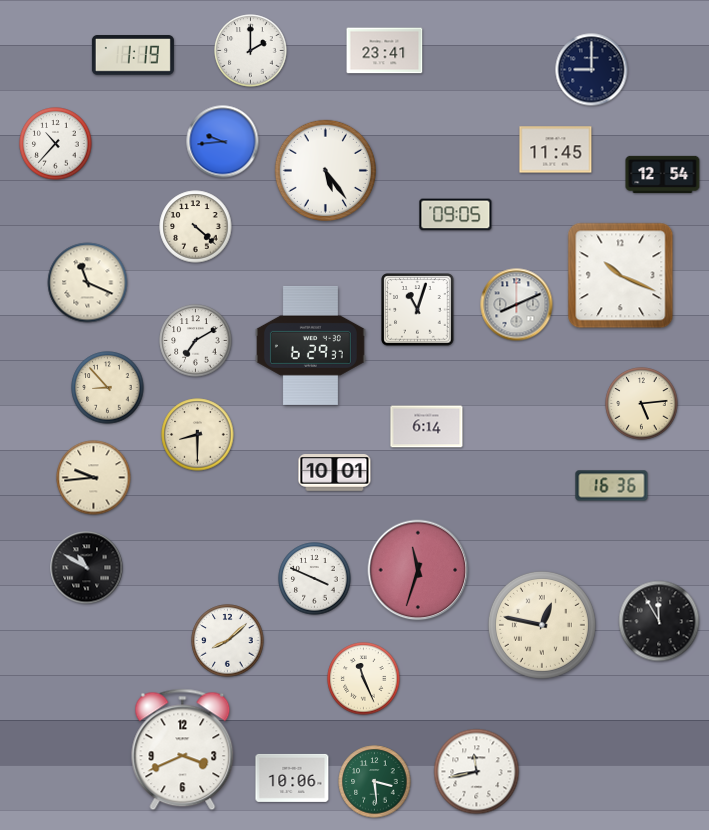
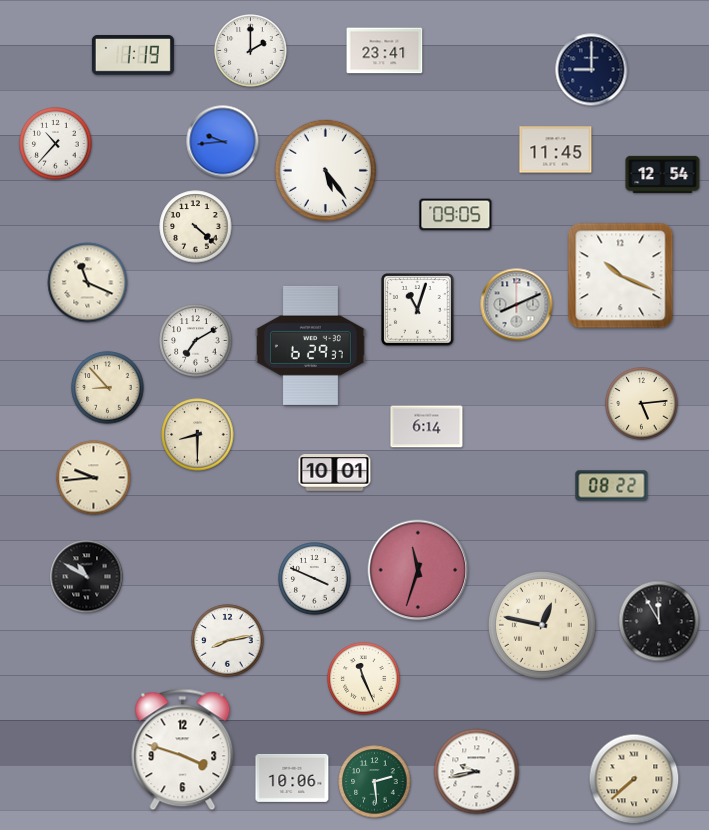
clock at (612, 486): 16:36 -> 08:22
clock at (87, 568) position: (87, 568) -> (87, 577)
clock at (228, 641): 8:08 -> 8:13
clock at (183, 750): 3:41 -> 3:48
clock at (477, 772): 11:43 -> 9:43
clock at (634, 779): none -> 7:38
clock at (375, 782): 3:29 -> 2:29
